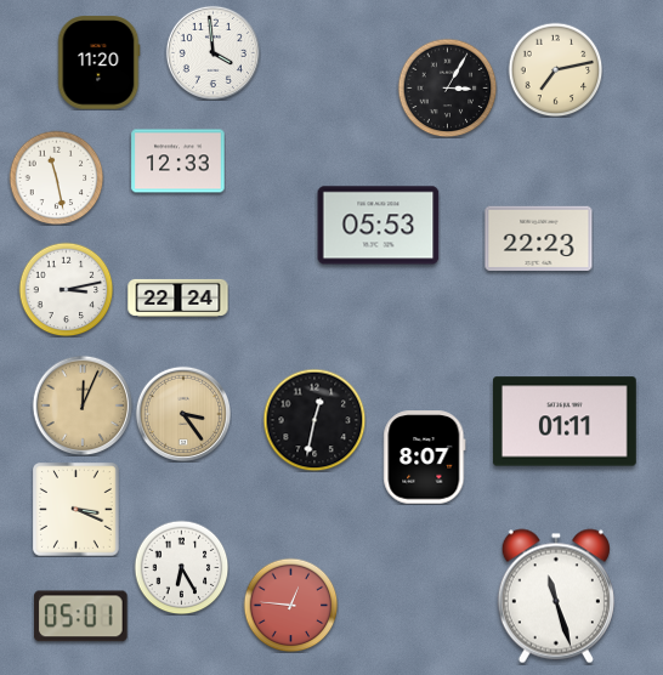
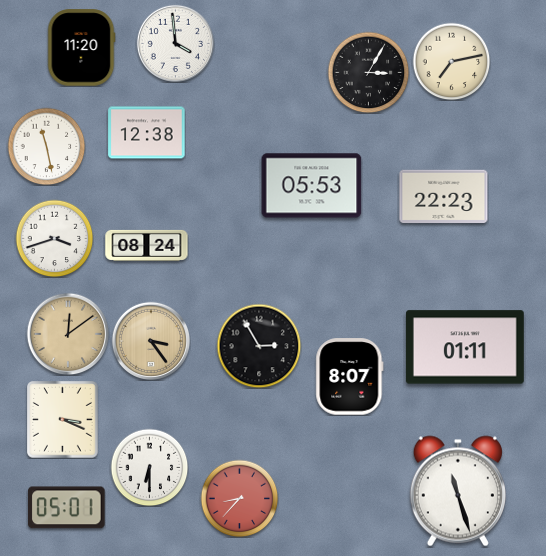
clock at (98, 63) position: (98, 63) -> (81, 48)
clock at (555, 69) position: (555, 69) -> (451, 61)
clock at (178, 161): 12:33 -> 12:38
clock at (66, 289): 3:13 -> 3:42
clock at (178, 297): 22:24 -> 08:24
clock at (83, 405): 12:04 -> 12:09
clock at (314, 420): 12:32 -> 2:55
clock at (181, 567): 6:25 -> 6:30
clock at (290, 605): 12:46 -> 8:37
